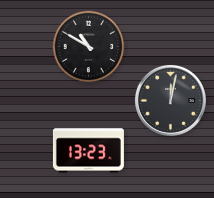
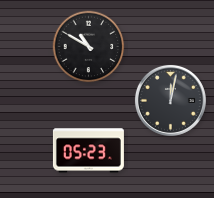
clock at (88, 151): 13:23 -> 05:23
